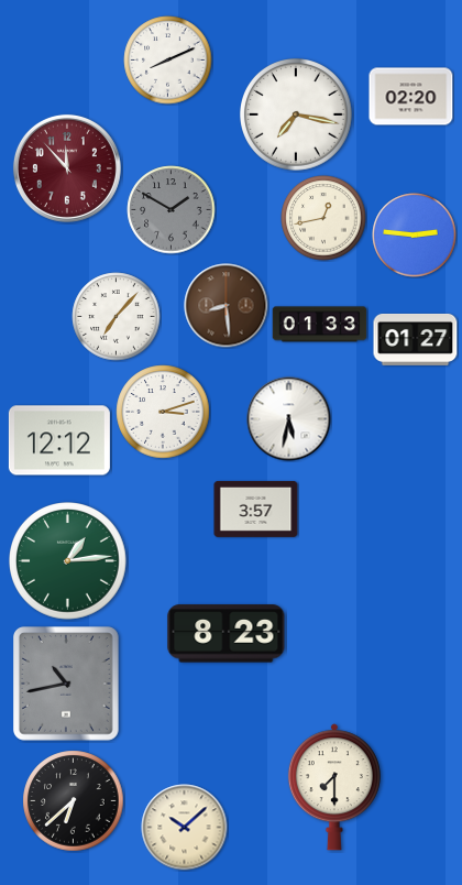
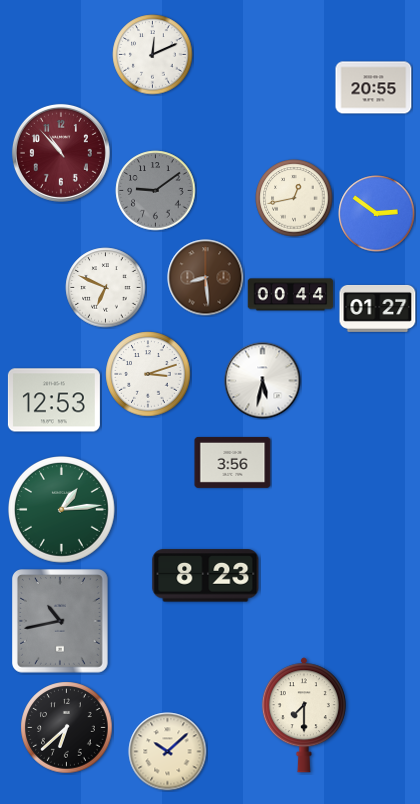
clock at (168, 61): 8:11 -> 12:11
clock at (411, 97): 02:20 -> 20:55
clock at (297, 116): 7:17 -> none
clock at (67, 168): 11:53 -> 10:53
clock at (172, 210): 1:50 -> 9:09
clock at (415, 236): 2:46 -> 2:51
clock at (117, 317): 7:07 -> 6:49
clock at (320, 325): 01:33 -> 00:44
clock at (59, 440): 12:12 -> 12:53
clock at (256, 509): 3:57 -> 3:56
